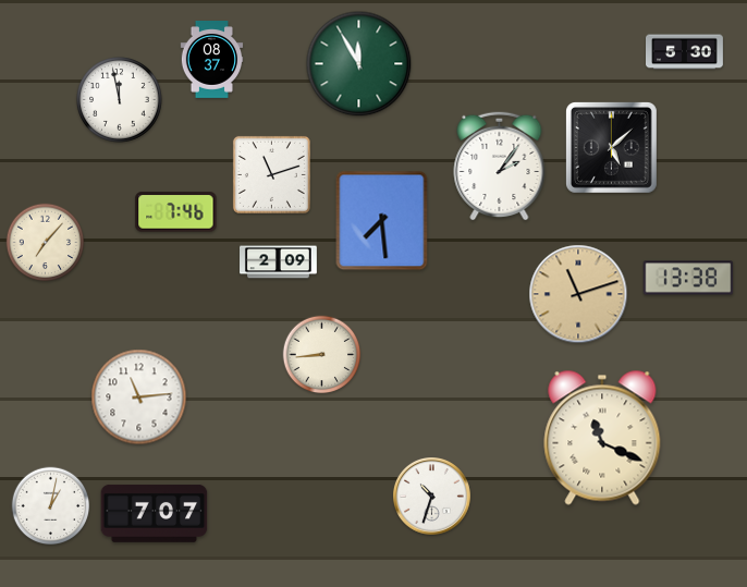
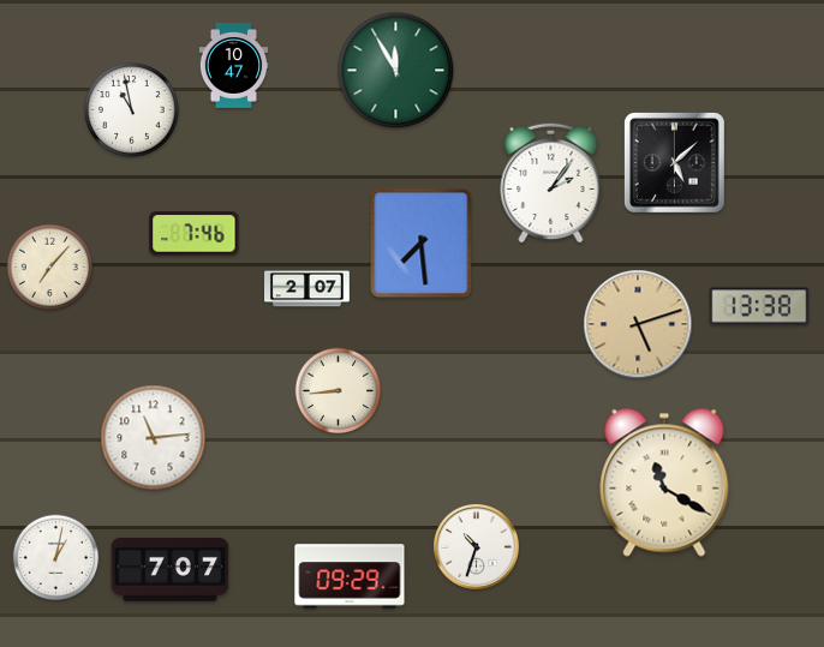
clock at (685, 52): 5:30 -> none
clock at (212, 60): 08:37 -> 10:47
clock at (120, 100): 11:58 -> 10:58
clock at (271, 174): 11:12 -> none
clock at (279, 262): 2:09 -> 2:07
clock at (578, 294): 11:12 -> 5:12
clock at (322, 355) position: (322, 355) -> (339, 391)
clock at (602, 438): 11:19 -> 11:20
clock at (155, 513) position: (155, 513) -> (171, 569)
clock at (350, 576): none -> 09:29
